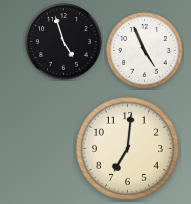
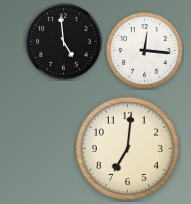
clock at (64, 42): 4:57 -> 4:59
clock at (145, 51): 4:56 -> 12:16
